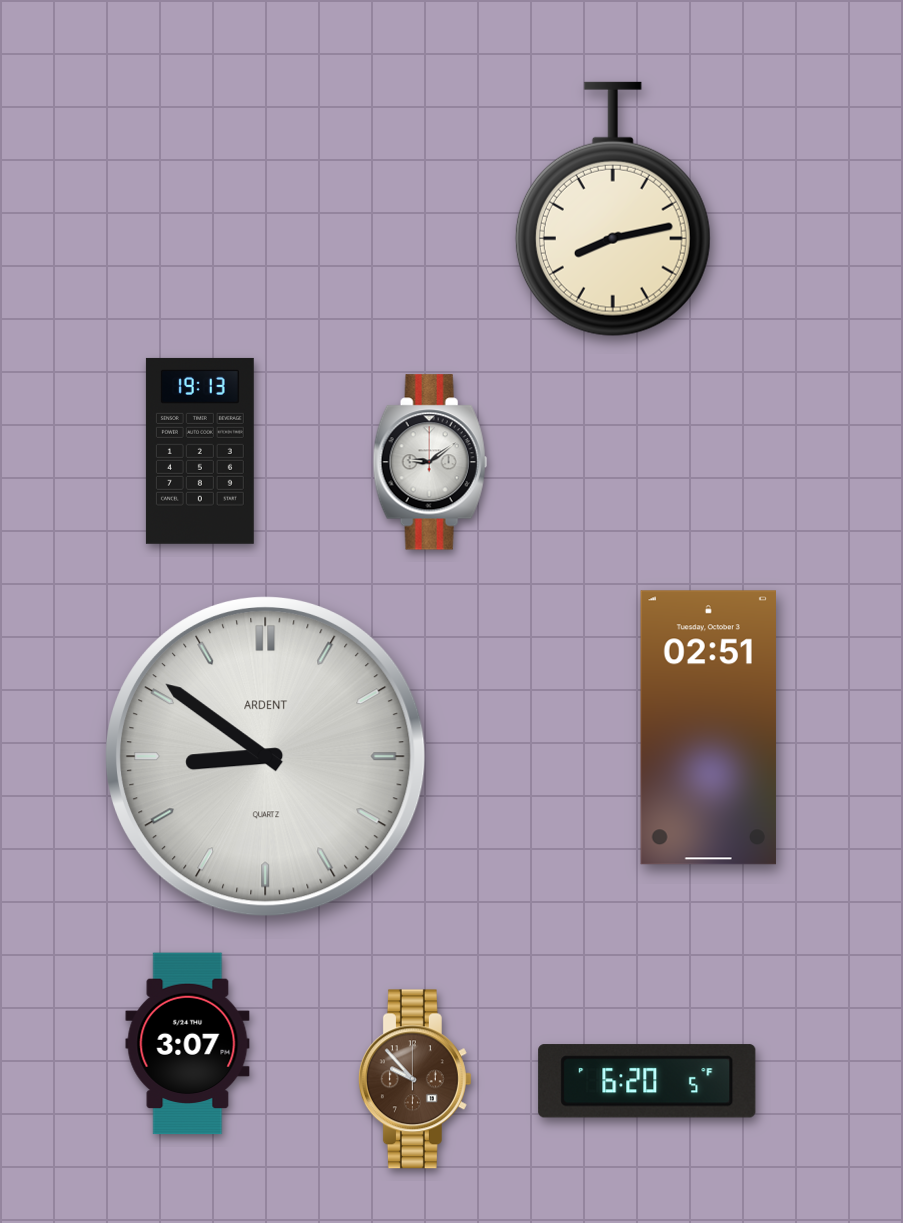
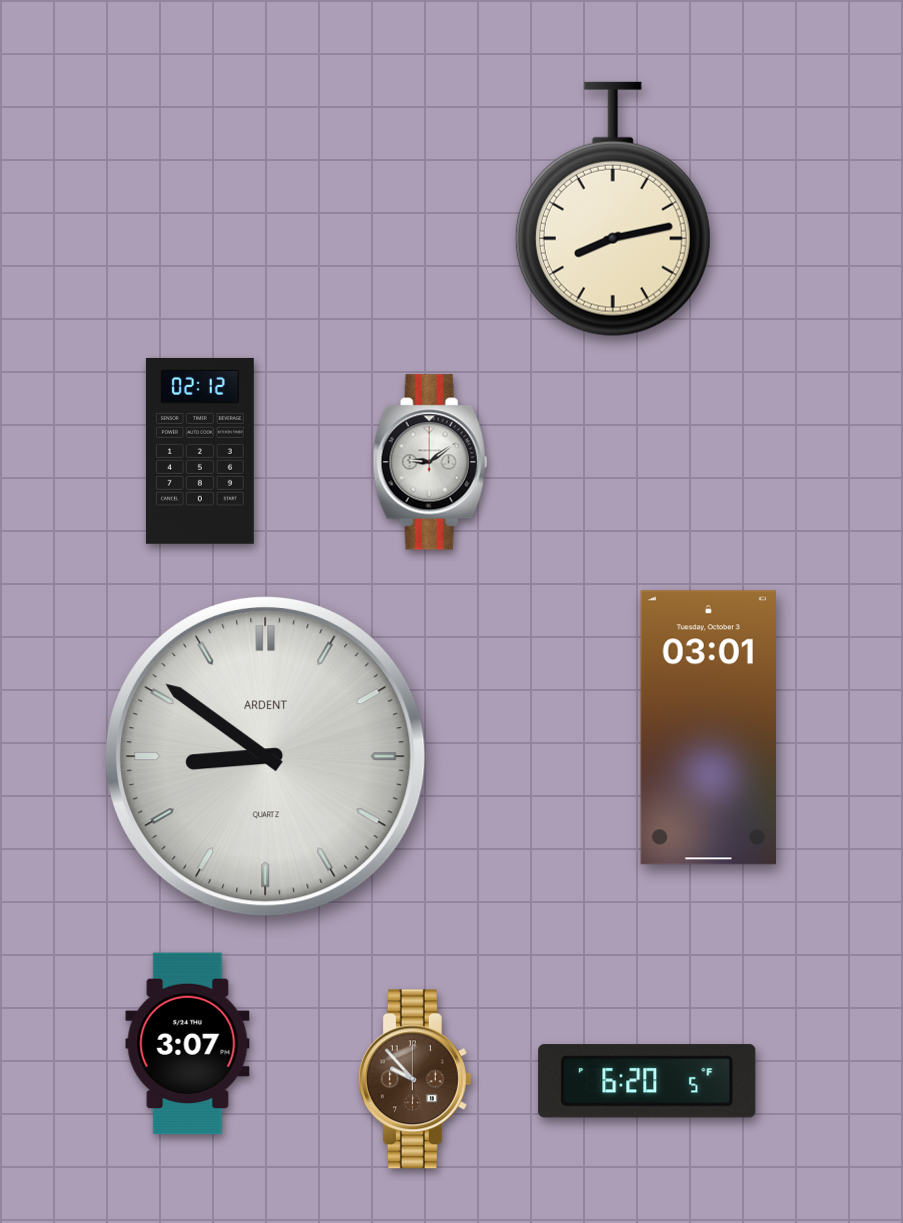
clock at (200, 451): 19:13 -> 02:12
clock at (708, 728): 02:51 -> 03:01
